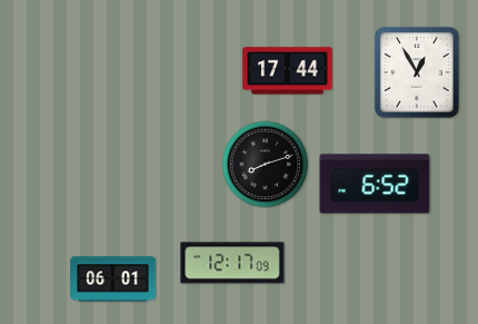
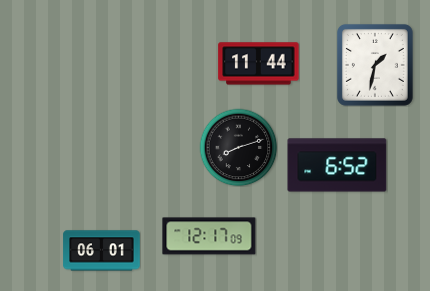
clock at (288, 71): 17:44 -> 11:44
clock at (417, 72): 12:55 -> 1:32
